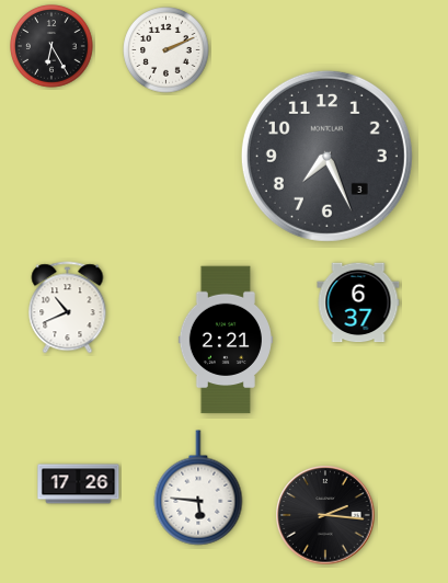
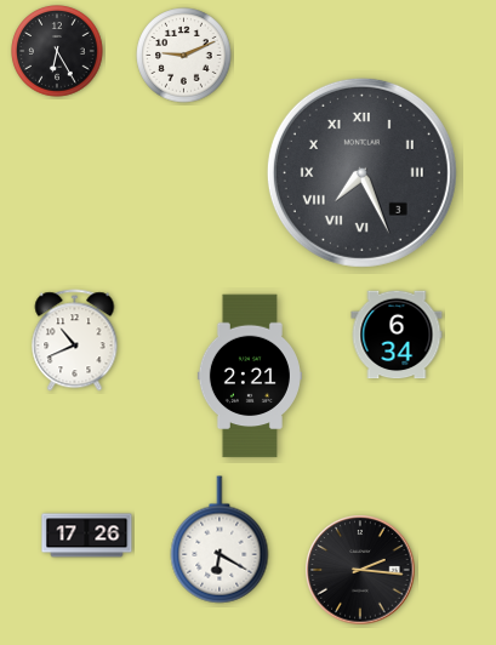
clock at (166, 50): 2:11 -> 9:11
clock at (326, 156) numerals: Arabic -> Roman
clock at (358, 302): 6:37 -> 6:34
clock at (198, 488): 5:46 -> 6:20
